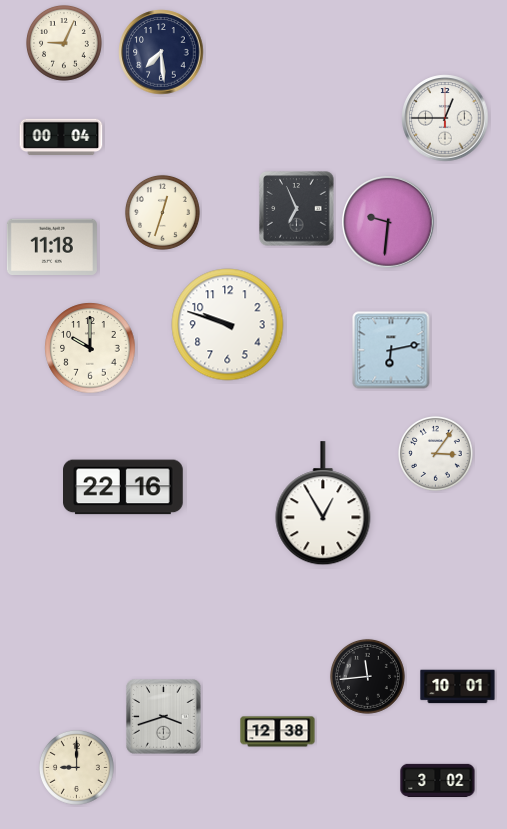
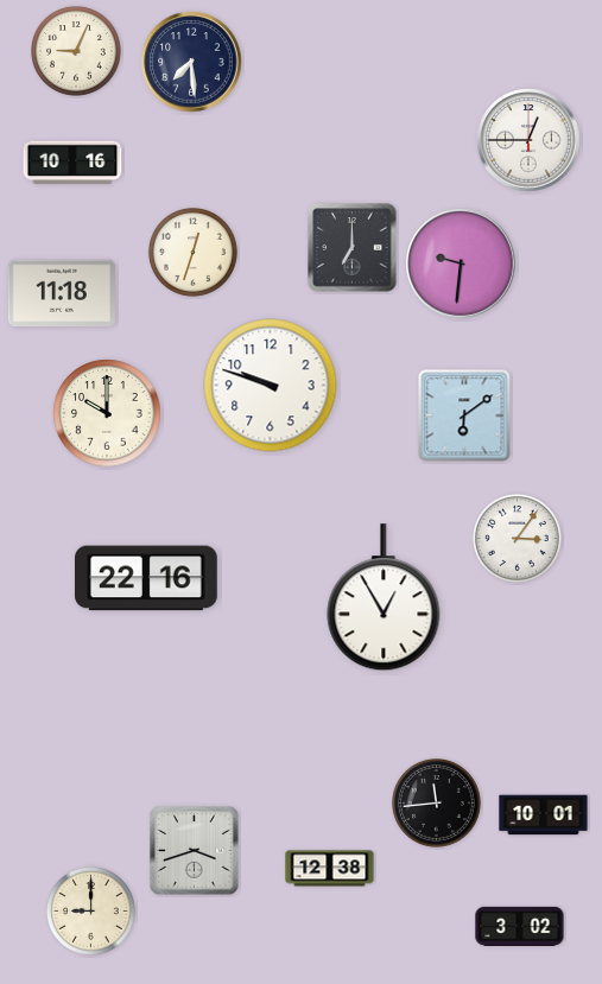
clock at (61, 137): 00:04 -> 10:16
clock at (297, 209): 6:56 -> 7:00
clock at (391, 350): 6:13 -> 6:09
